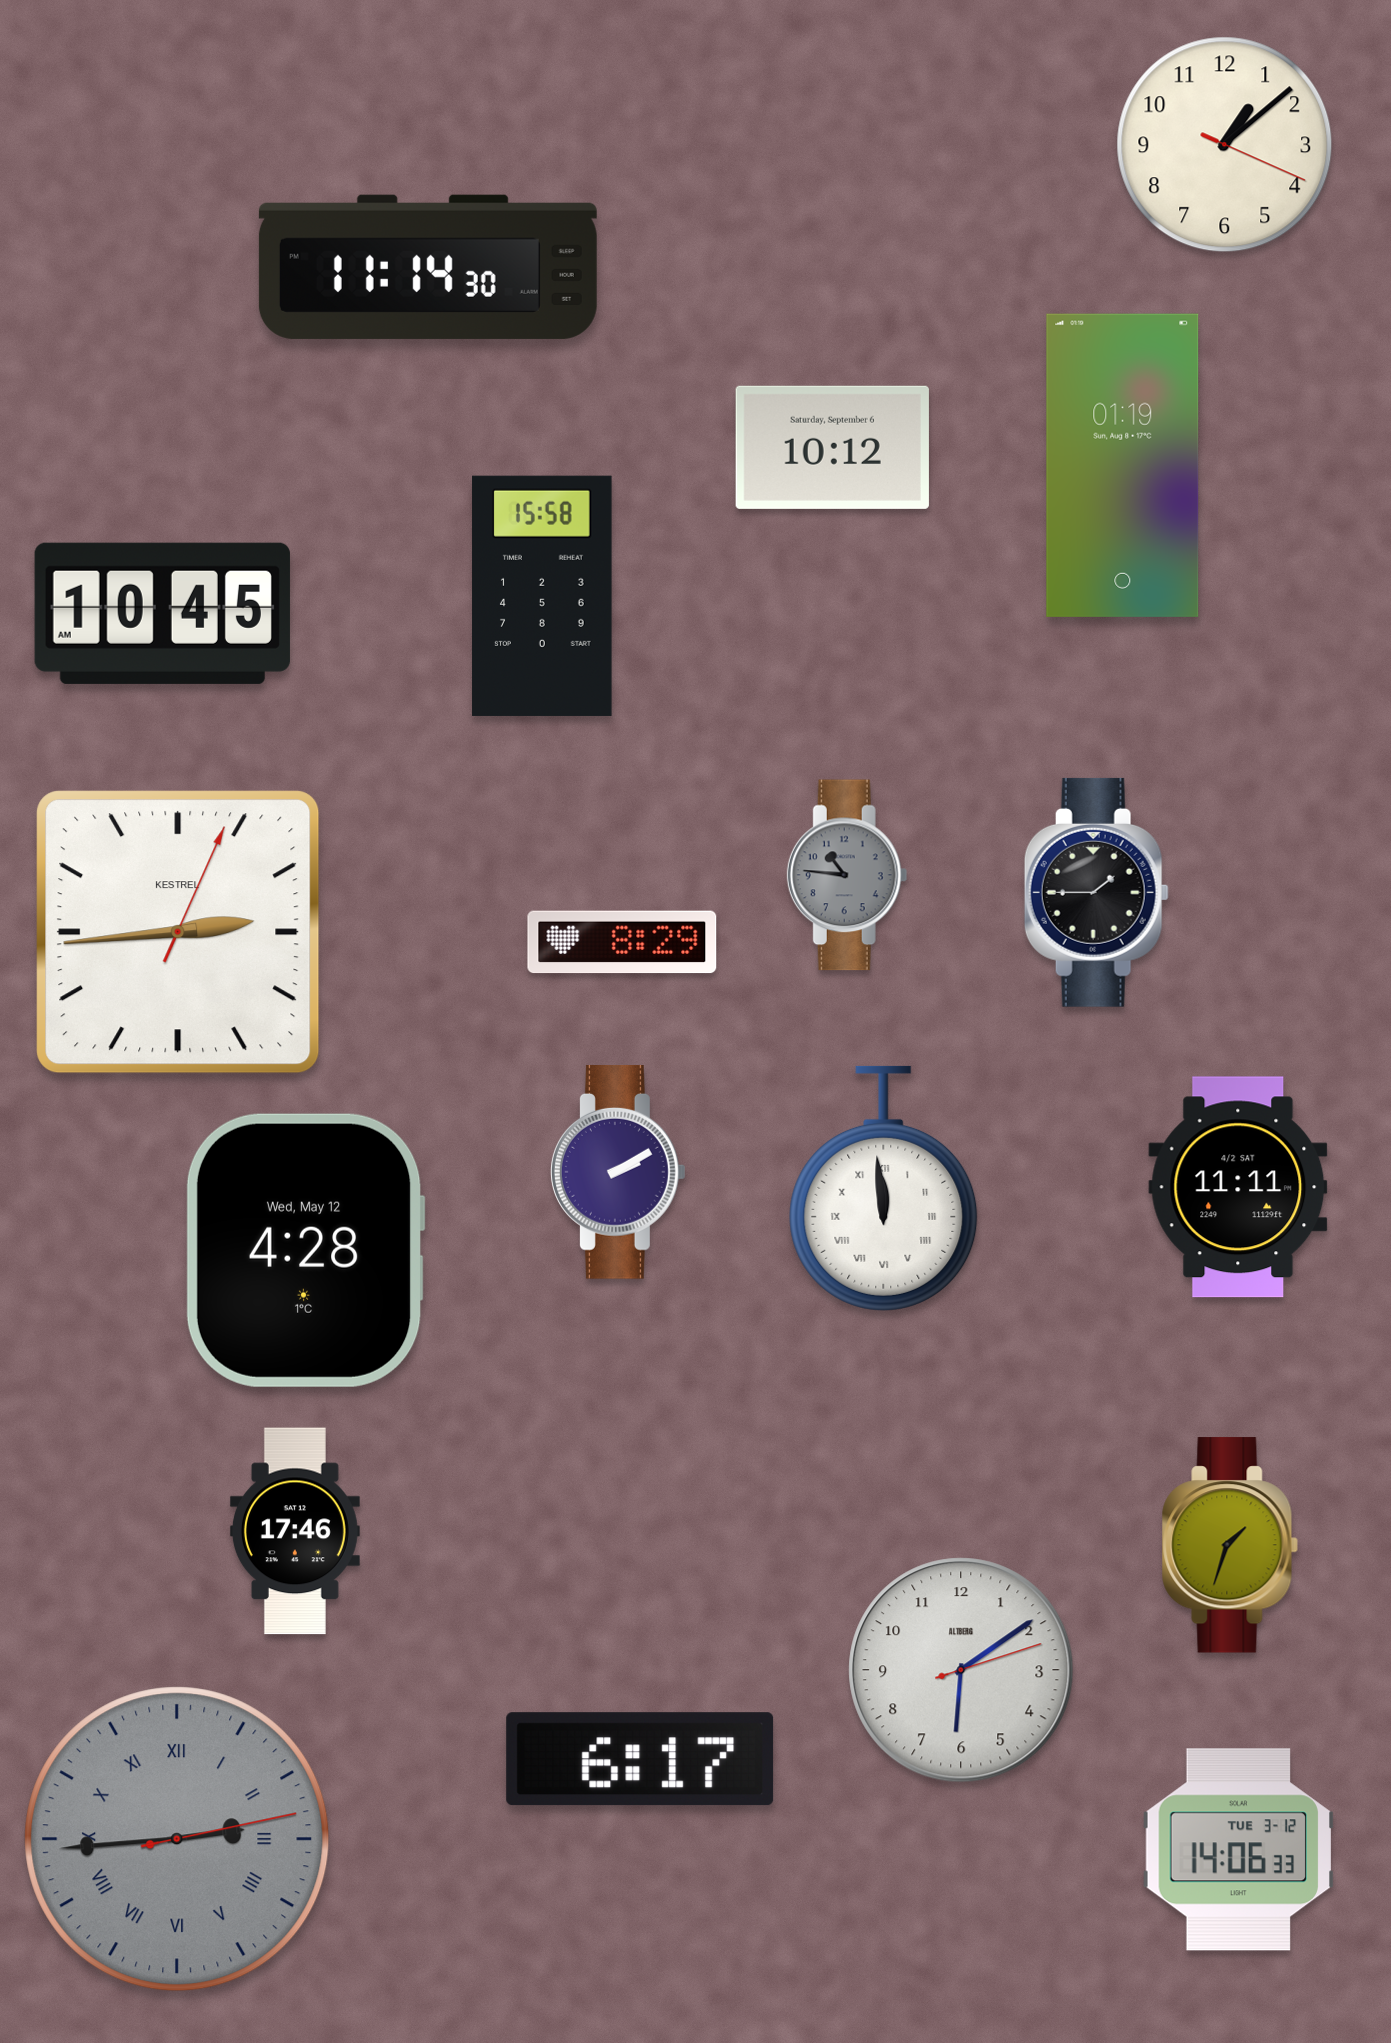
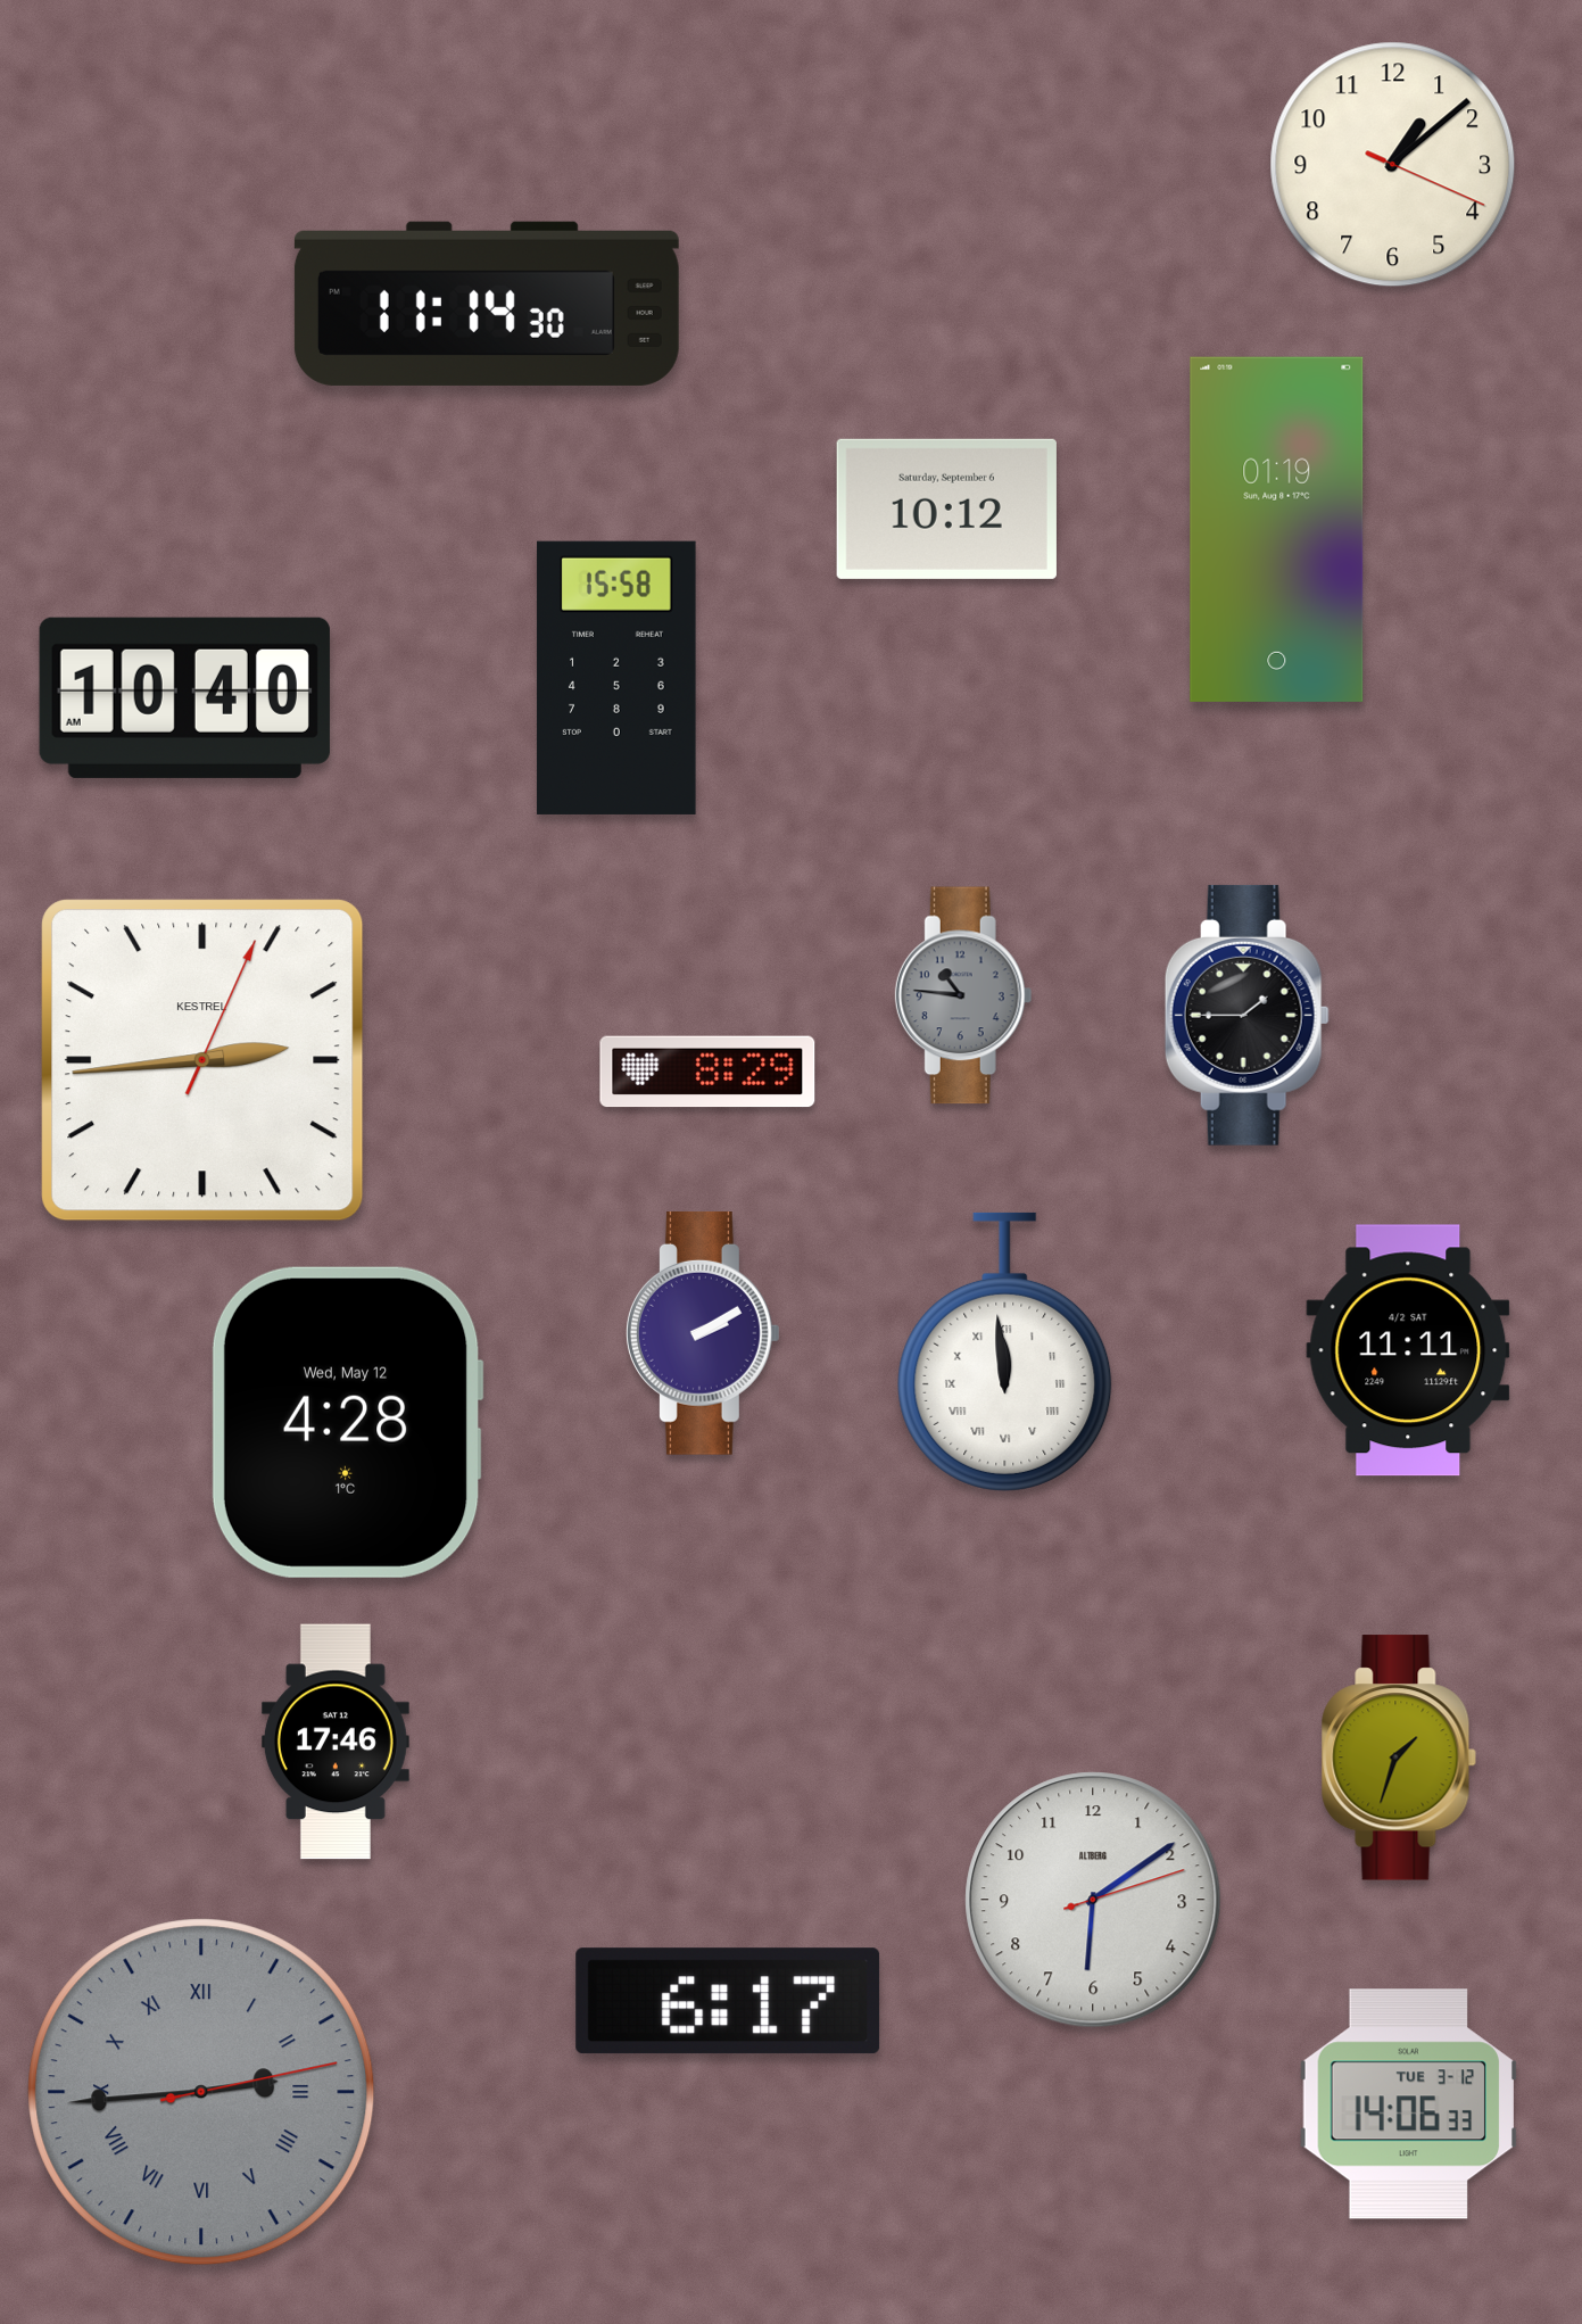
clock at (162, 613): 10:45 -> 10:40
